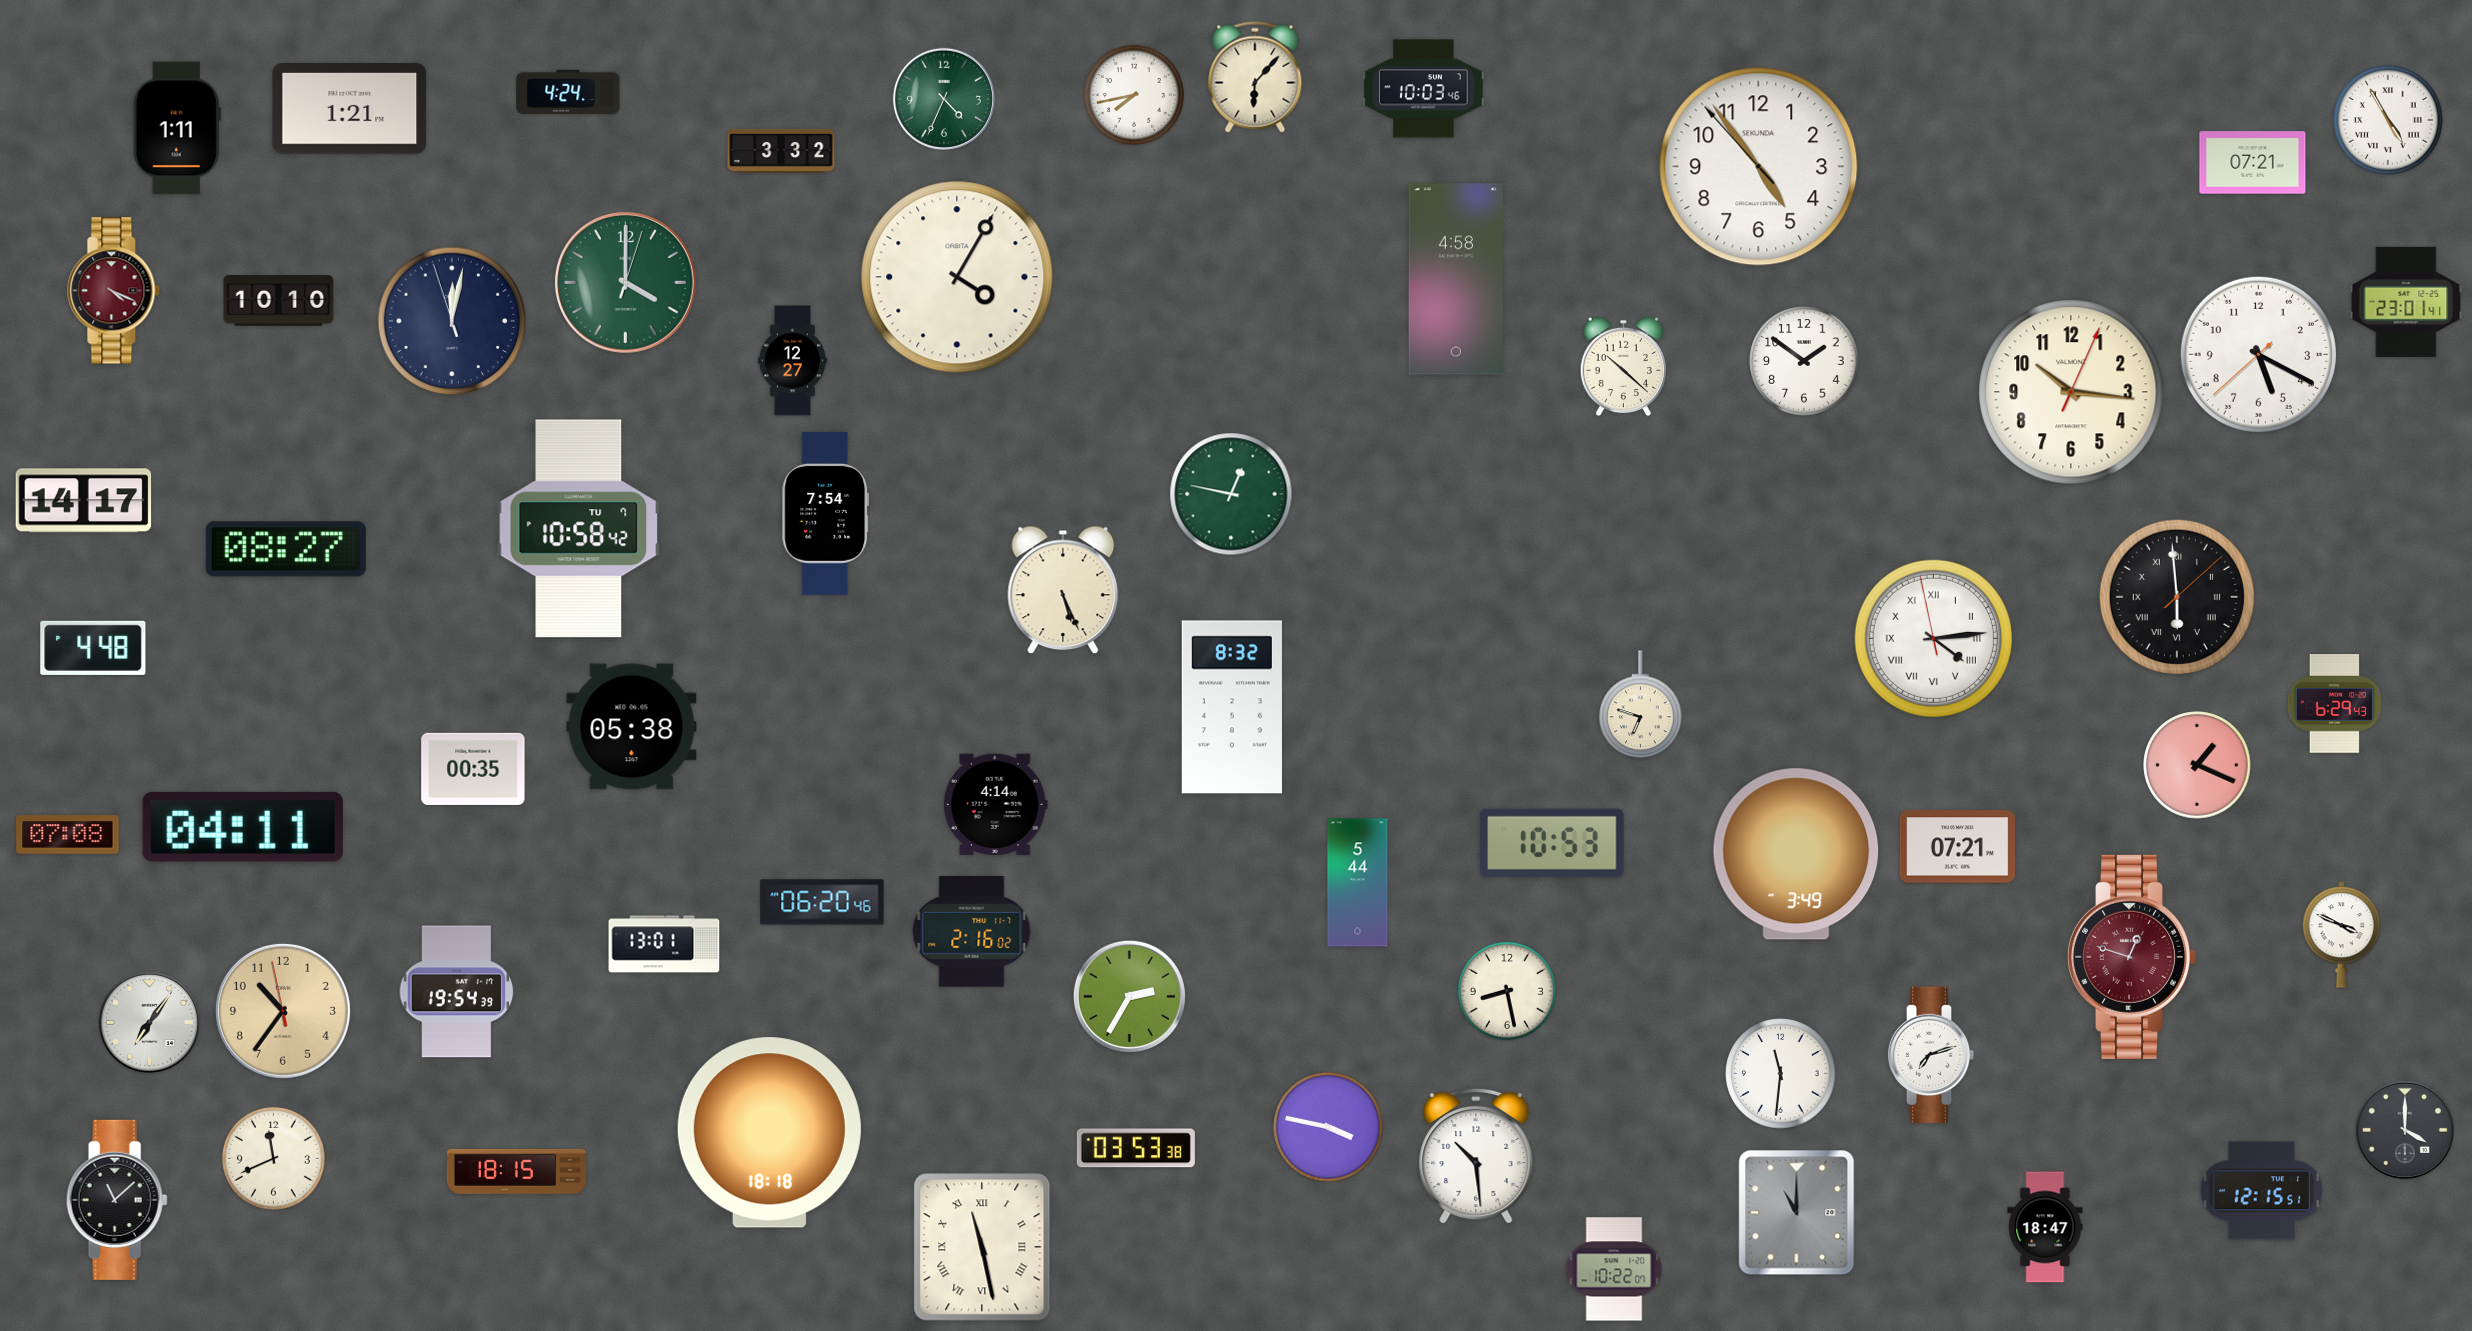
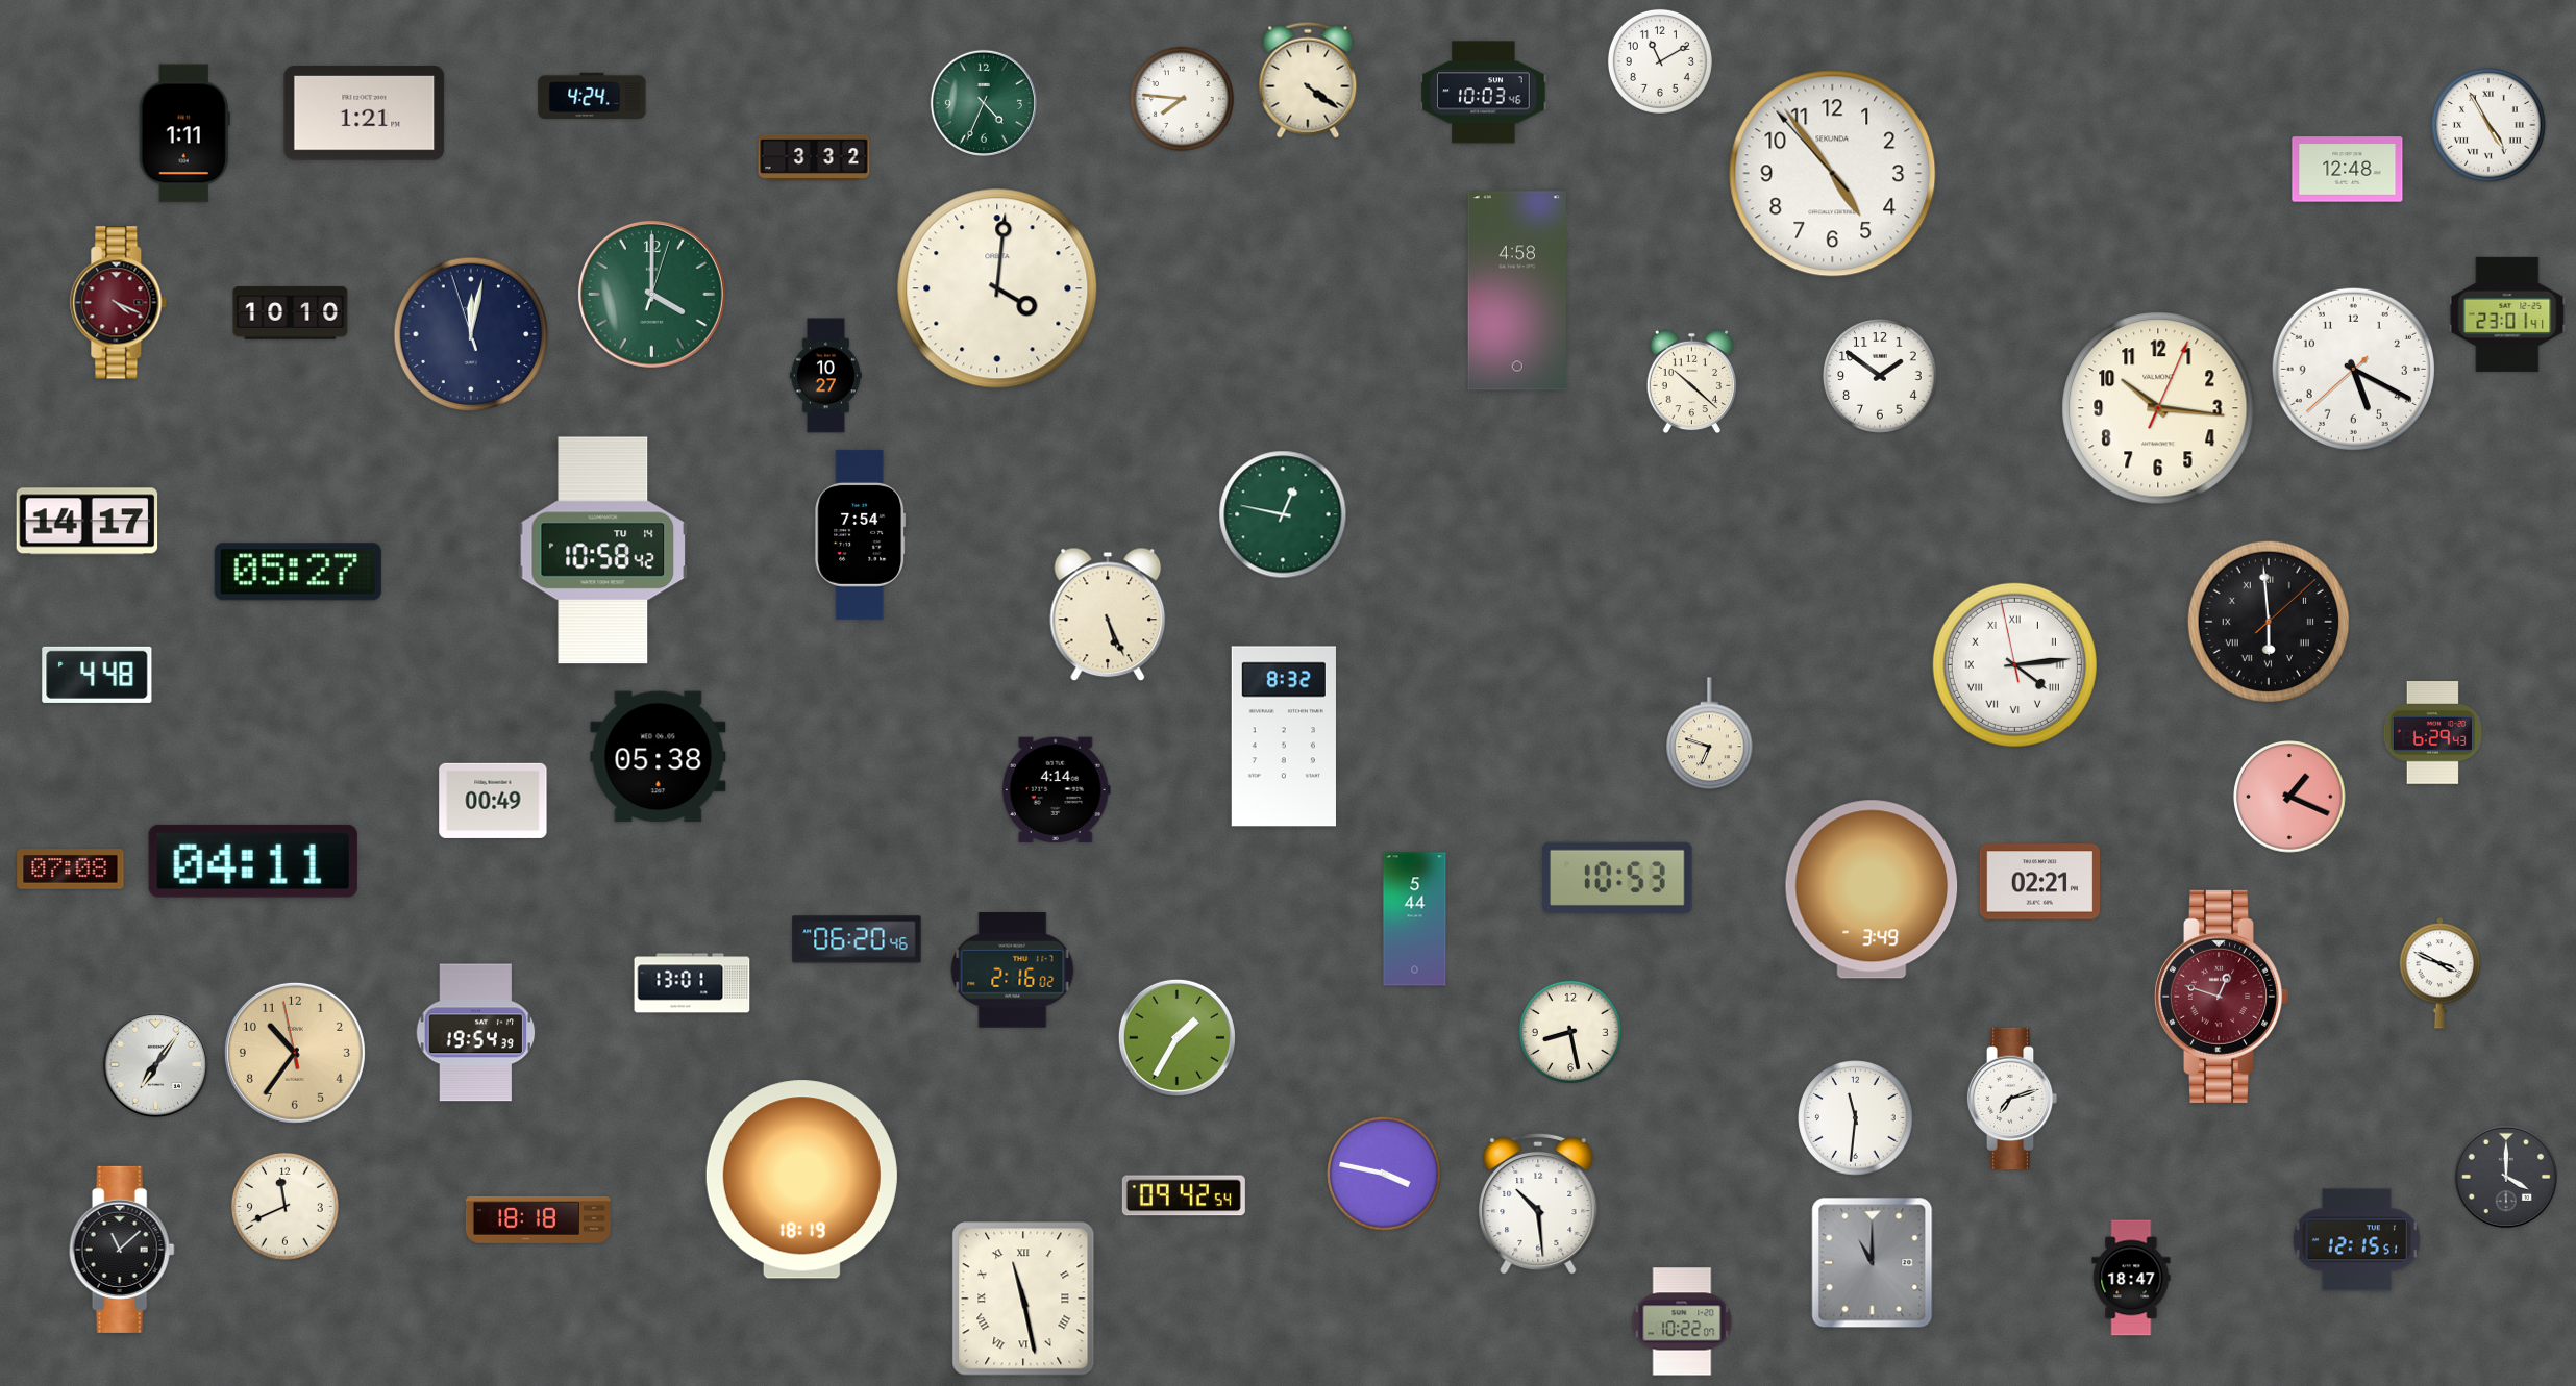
clock at (1660, 61): none -> 11:10
clock at (1255, 77): 6:07 -> 4:21
clock at (1134, 95): 7:43 -> 7:46
clock at (2253, 163): 07:21 -> 12:48
clock at (957, 277): 4:05 -> 4:01
clock at (792, 361): 12:27 -> 10:27
clock at (579, 529) date: TU 7 -> TU 14
clock at (286, 549): 08:27 -> 05:27
clock at (473, 769): 00:35 -> 00:49
clock at (995, 805) position: (995, 805) -> (1056, 790)
clock at (1957, 847): 07:21 -> 02:21
clock at (1129, 996): 2:35 -> 1:35
clock at (769, 1133): 18:18 -> 18:19
clock at (1136, 1148): 03:53 -> 09:42
clock at (516, 1171): 18:15 -> 18:18
